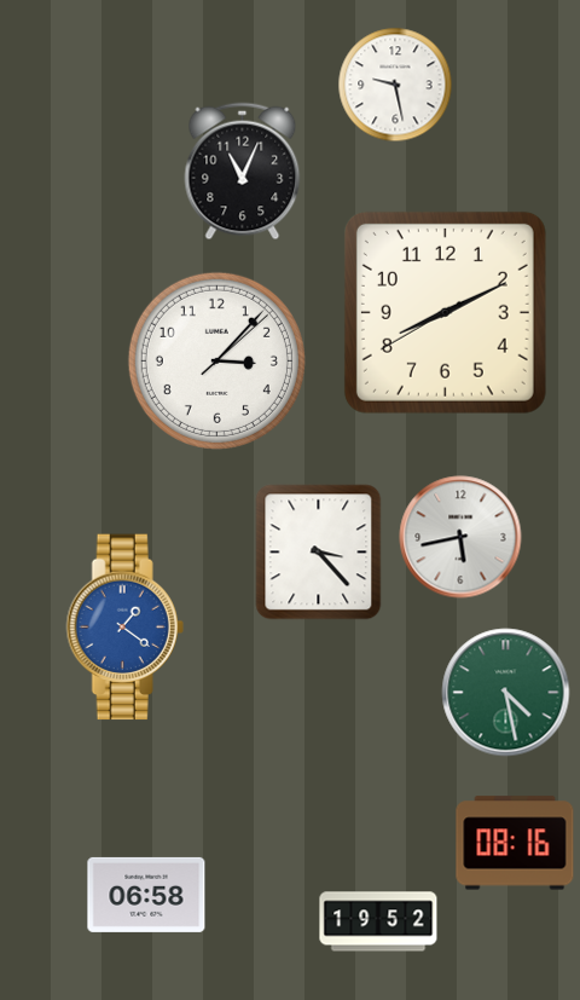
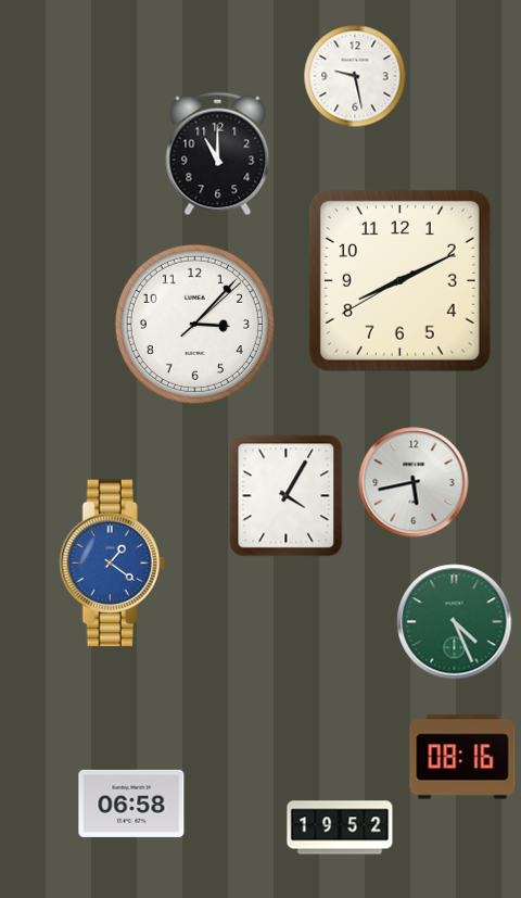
clock at (243, 172): 11:04 -> 11:00
clock at (319, 553): 3:23 -> 4:05
clock at (506, 693): 4:28 -> 4:26
